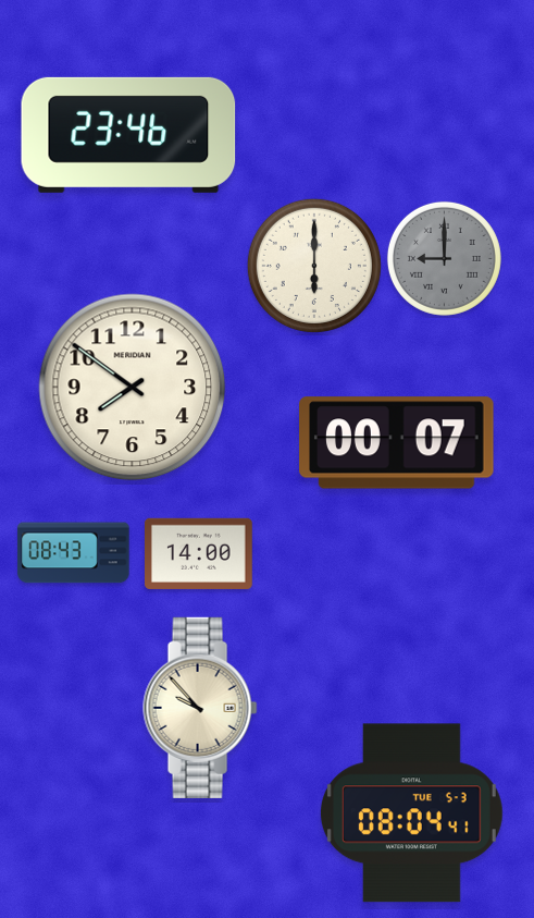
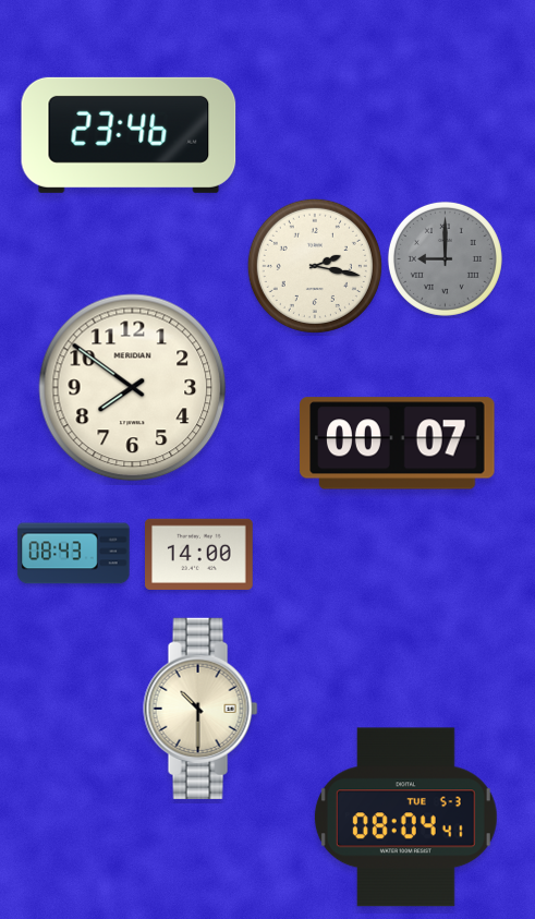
clock at (314, 266): 6:00 -> 2:17
clock at (200, 708): 9:53 -> 10:30
clock at (411, 813) position: (411, 813) -> (405, 818)
